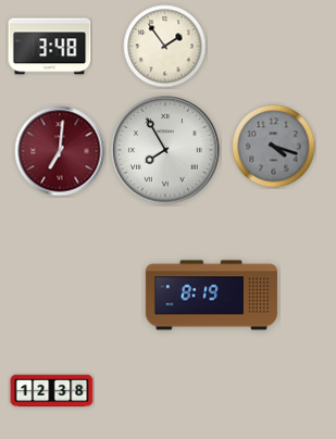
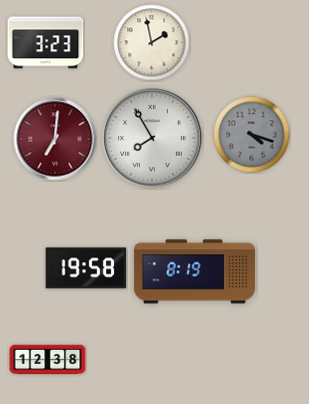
clock at (50, 47): 3:48 -> 3:23
clock at (165, 47): 1:54 -> 1:58
clock at (86, 268): none -> 19:58
